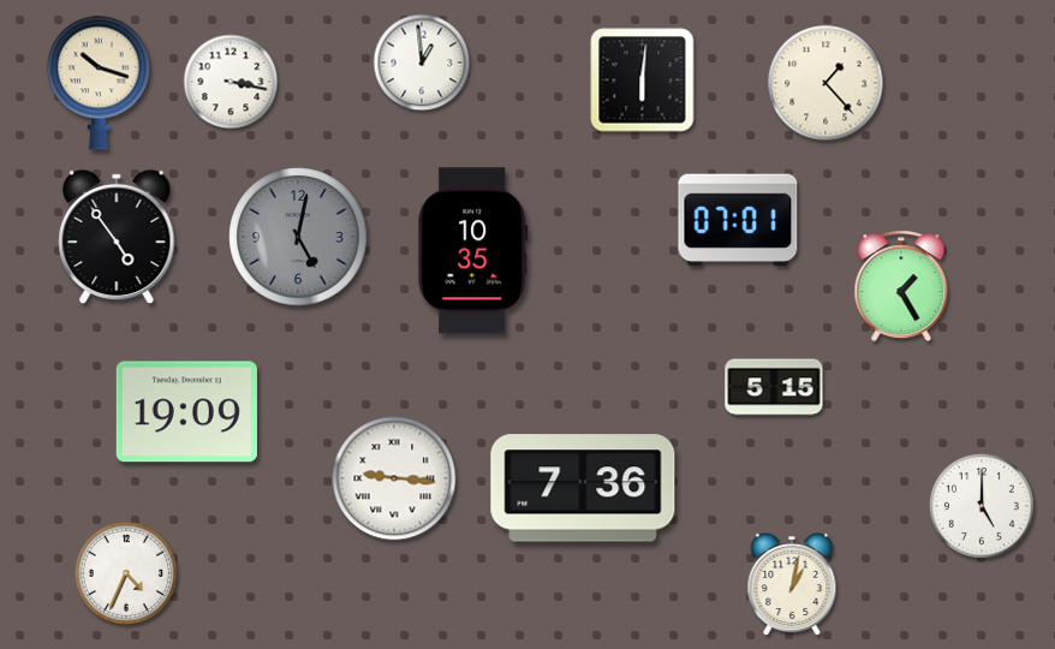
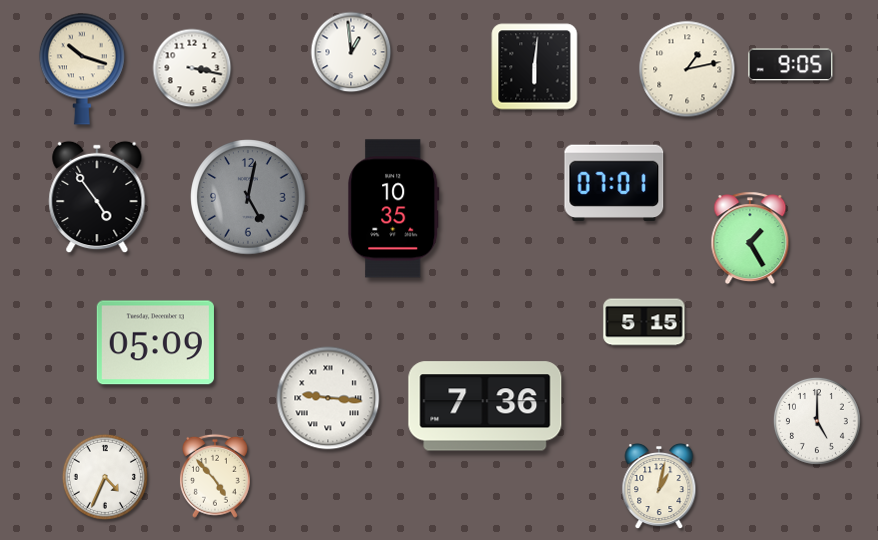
clock at (791, 65): none -> 9:05
clock at (825, 83): 1:23 -> 1:13
clock at (186, 412): 19:09 -> 05:09
clock at (215, 476): none -> 4:53
